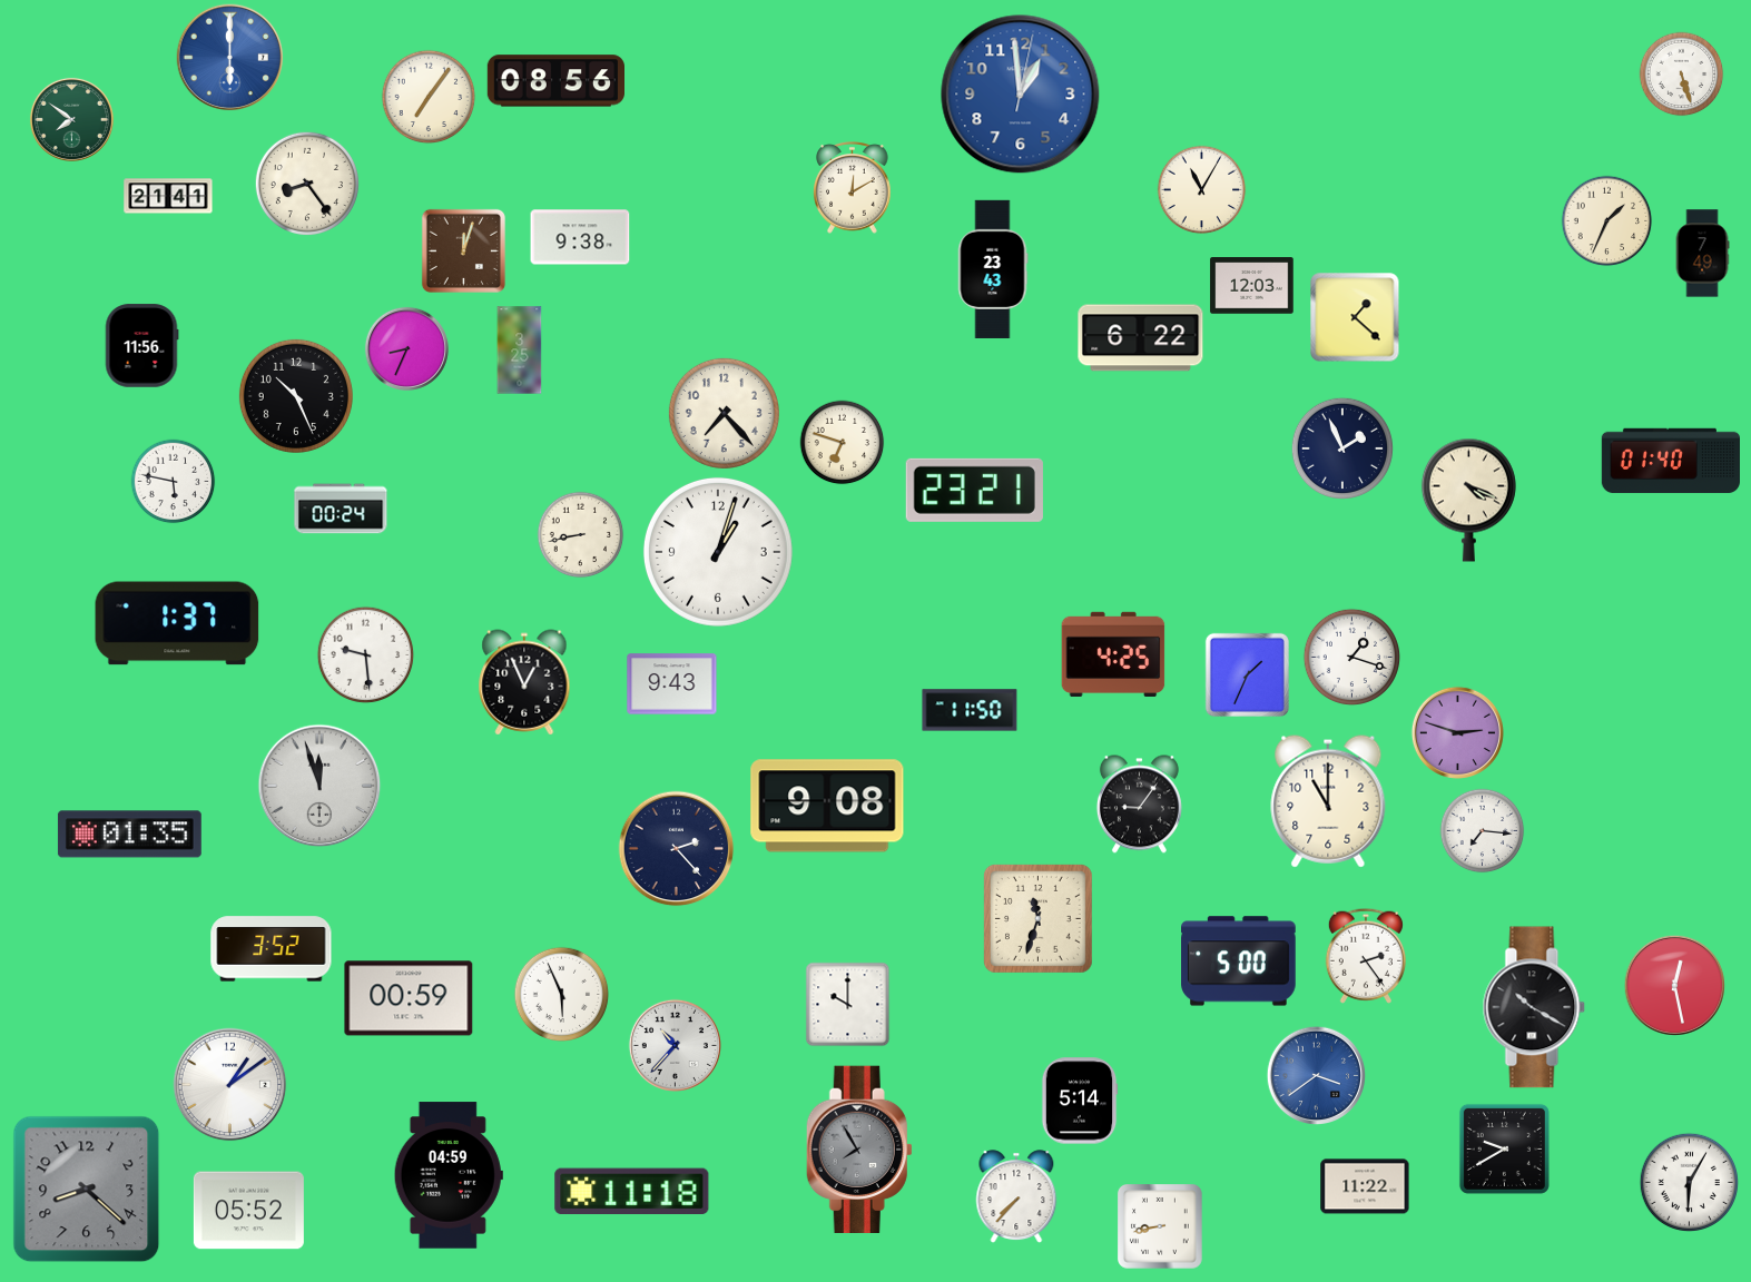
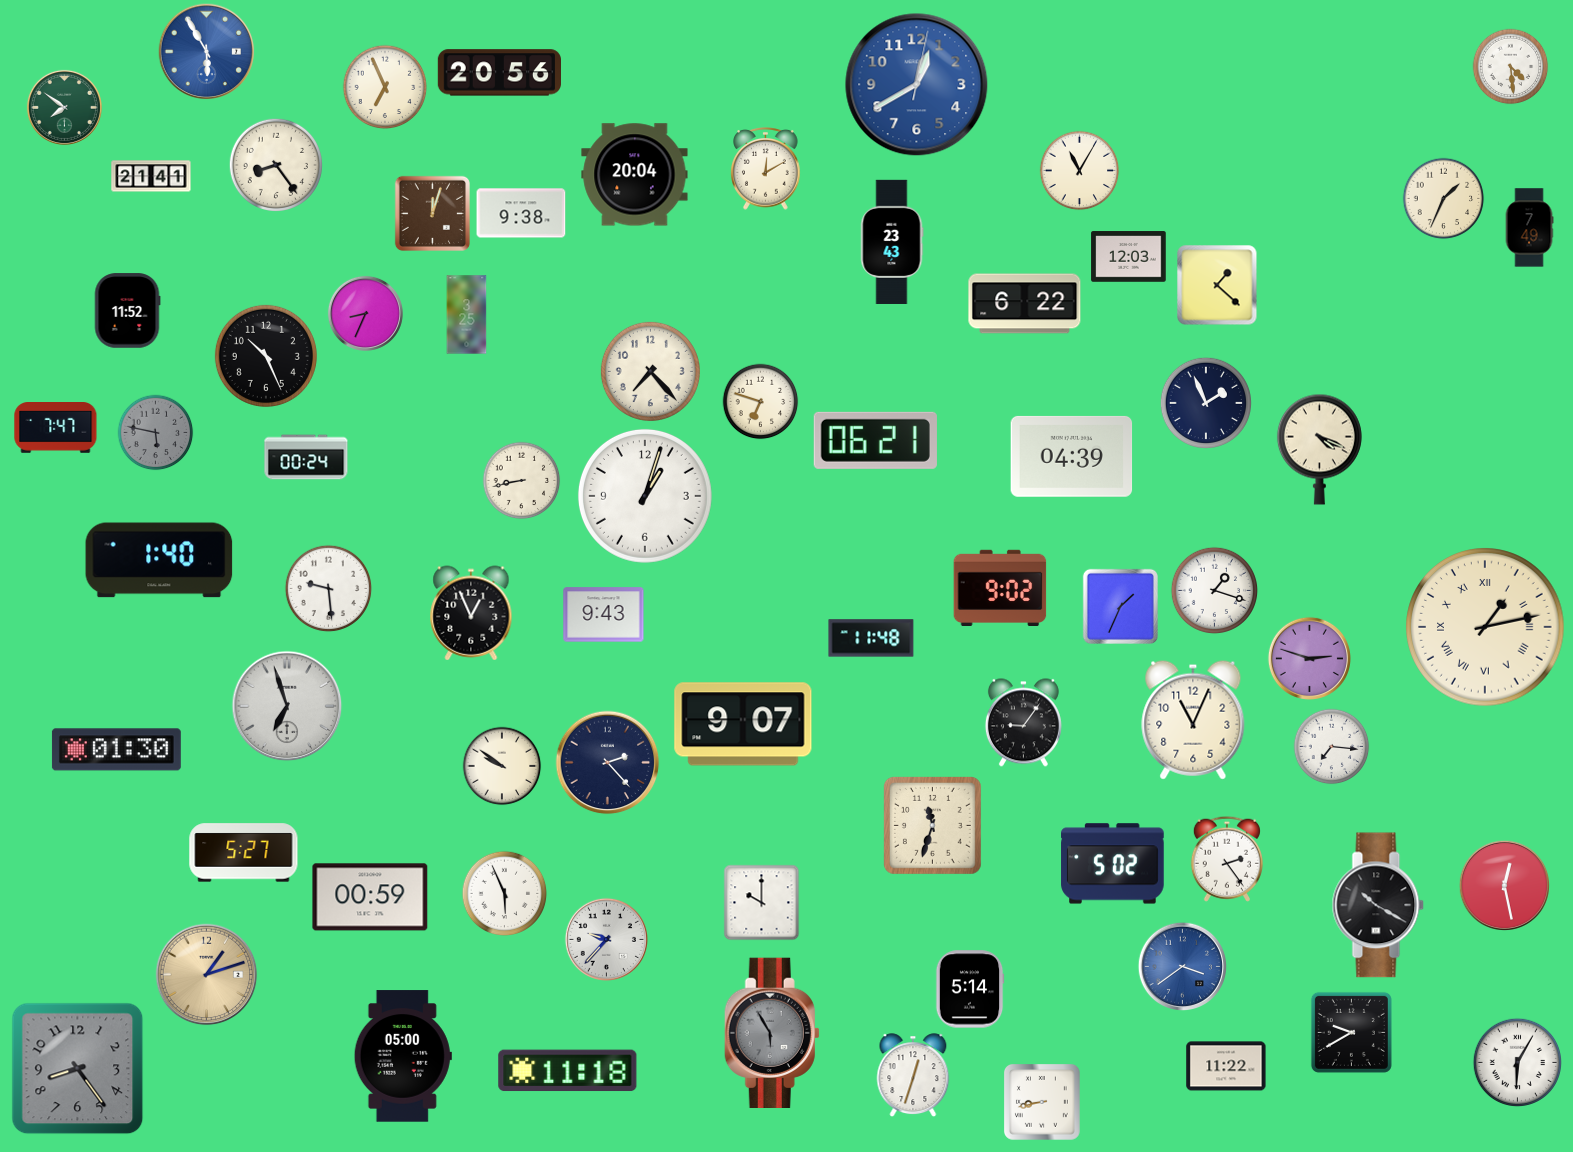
clock at (230, 58): 6:00 -> 5:55
clock at (1682, 75): 5:27 -> 4:29
clock at (555, 81): 08:56 -> 20:56
clock at (1021, 95): 12:59 -> 12:40
clock at (429, 97): 7:06 -> 6:56
clock at (635, 175): none -> 20:04
clock at (463, 250) position: (463, 250) -> (432, 213)
clock at (1252, 286) position: (1252, 286) -> (1129, 257)
clock at (141, 346): 11:56 -> 11:52
clock at (843, 443) position: (843, 443) -> (761, 402)
clock at (1670, 461): 01:40 -> none
clock at (56, 428): none -> 7:47
clock at (174, 482) dial: white -> grey
clock at (974, 490): 23:21 -> 06:21
clock at (1072, 456): none -> 04:39
clock at (177, 623): 1:37 -> 1:40
clock at (1113, 653): 4:25 -> 9:02
clock at (1485, 627): none -> 1:13
clock at (970, 710): 11:50 -> 11:48
clock at (319, 786): 11:57 -> 6:57
clock at (1328, 801): 11:00 -> 11:04
clock at (827, 806): 9:08 -> 9:07
clock at (129, 835): 01:35 -> 01:30
clock at (502, 766): none -> 9:51
clock at (272, 949): 3:52 -> 5:27
clock at (1239, 962): 5:00 -> 5:02
clock at (409, 998) position: (409, 998) -> (370, 897)
clock at (675, 1045): 10:37 -> 9:37
clock at (230, 1085): 1:09 -> 1:12
clock at (230, 1085) dial: white -> champagne
clock at (859, 1148): 7:55 -> 5:55
clock at (449, 1175): 04:59 -> 05:00
clock at (87, 1190): 8:22 -> 8:24
clock at (1016, 1196): 7:37 -> 12:33
clock at (248, 1211): 05:52 -> none
